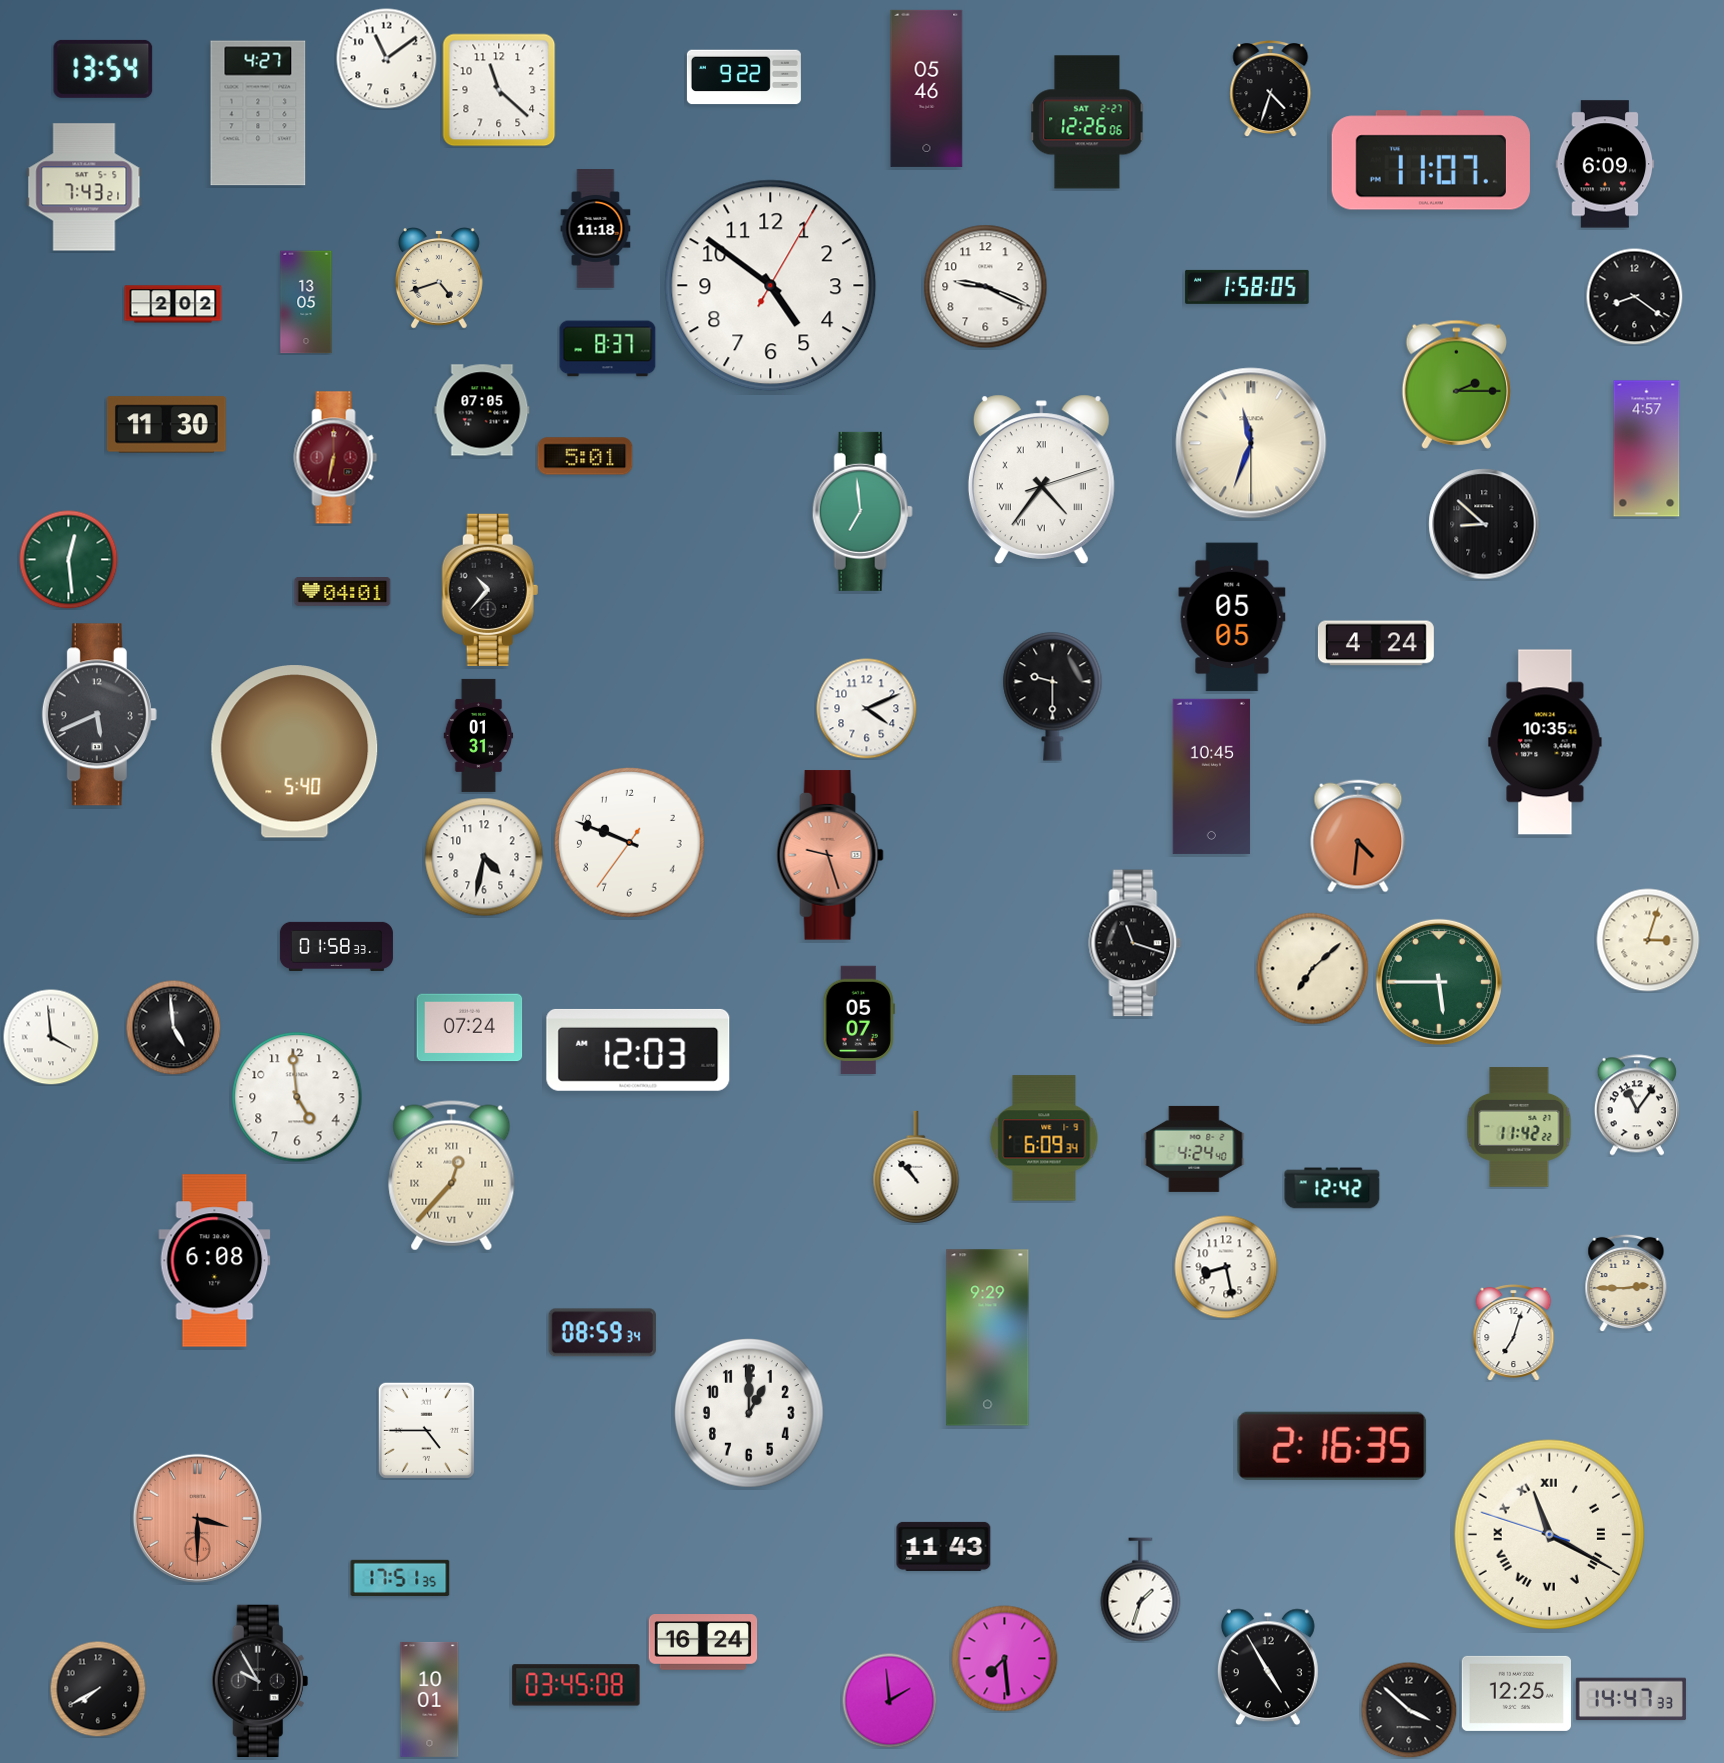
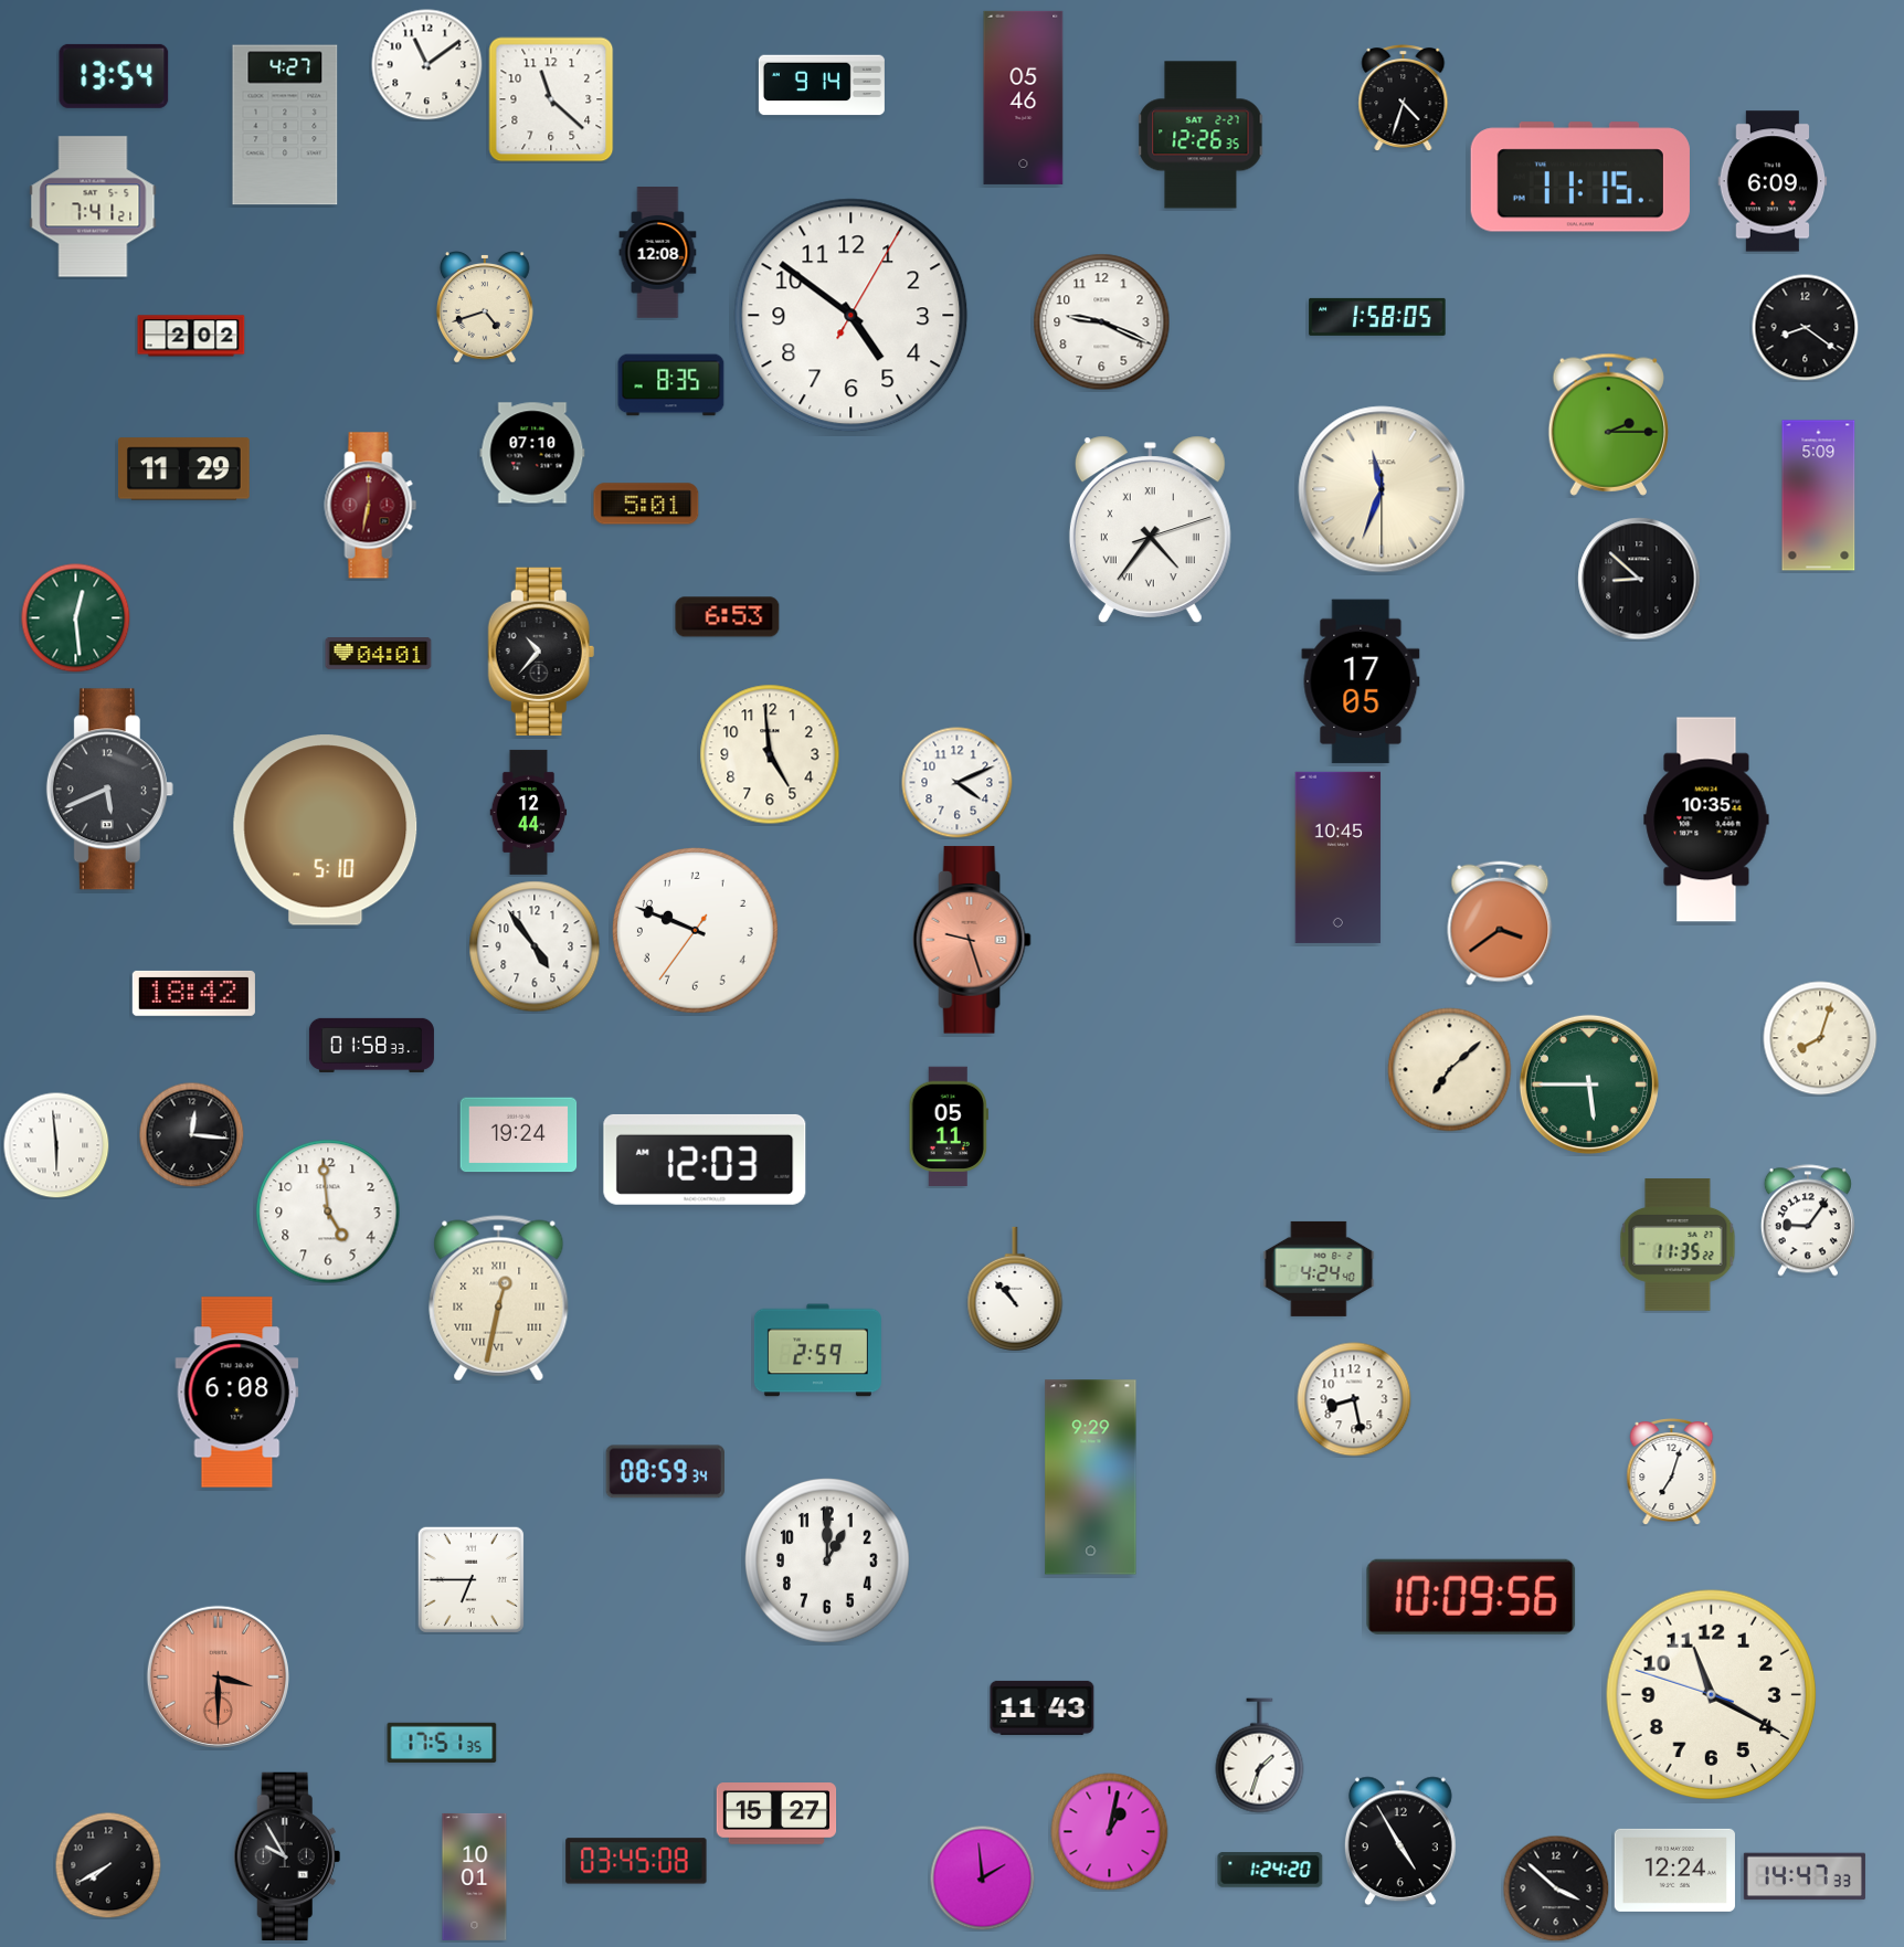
clock at (744, 77): 9:22 -> 9:14
clock at (1087, 122): 12:26:06 -> 12:26:35
clock at (1431, 160): 11:07 -> 11:15
clock at (84, 187): 7:43 -> 7:41
clock at (596, 229): 11:18 -> 12:08
clock at (986, 287) position: (986, 287) -> (1102, 322)
clock at (306, 302): 13:05 -> none
clock at (608, 349): 8:37 -> 8:35
clock at (482, 410): 07:05 -> 07:10
clock at (166, 425): 11:30 -> 11:29
clock at (1647, 449): 4:57 -> 5:09
clock at (862, 511): 6:59 -> none
clock at (728, 617): none -> 6:53
clock at (1232, 617): 05:05 -> 17:05
clock at (1376, 643): 4:24 -> none
clock at (770, 754): none -> 4:59
clock at (1053, 696): 9:30 -> none
clock at (479, 735): 01:31 -> 12:44
clock at (295, 752): 5:40 -> 5:10
clock at (1358, 836): 4:31 -> 3:39
clock at (830, 855) position: (830, 855) -> (972, 940)
clock at (484, 857): 4:32 -> 4:54
clock at (193, 993): none -> 18:42
clock at (1648, 940): 3:03 -> 8:03
clock at (1135, 943): 11:18 -> none
clock at (859, 1019): 05:07 -> 05:11
clock at (173, 1027): 4:59 -> 12:16
clock at (470, 1028): 07:24 -> 19:24
clock at (51, 1037): 3:59 -> 5:59
clock at (1637, 1105): 11:06 -> 9:06
clock at (1519, 1127): 11:42 -> 11:35
clock at (1044, 1138): 6:09 -> none
clock at (916, 1167) position: (916, 1167) -> (1015, 1289)
clock at (452, 1176): 12:37 -> 12:32
clock at (1332, 1188): 12:42 -> none
clock at (817, 1351): none -> 2:59
clock at (1626, 1283): 2:45 -> none
clock at (426, 1430): 4:45 -> 6:45
clock at (1332, 1446): 2:16 -> 10:09
clock at (1550, 1535) numerals: Roman -> Arabic
clock at (703, 1642): 16:24 -> 15:27
clock at (1005, 1659): 7:29 -> 1:02
clock at (1270, 1870): none -> 1:24
clock at (1516, 1693): 12:25 -> 12:24
clock at (1631, 1699) position: (1631, 1699) -> (1805, 1876)
